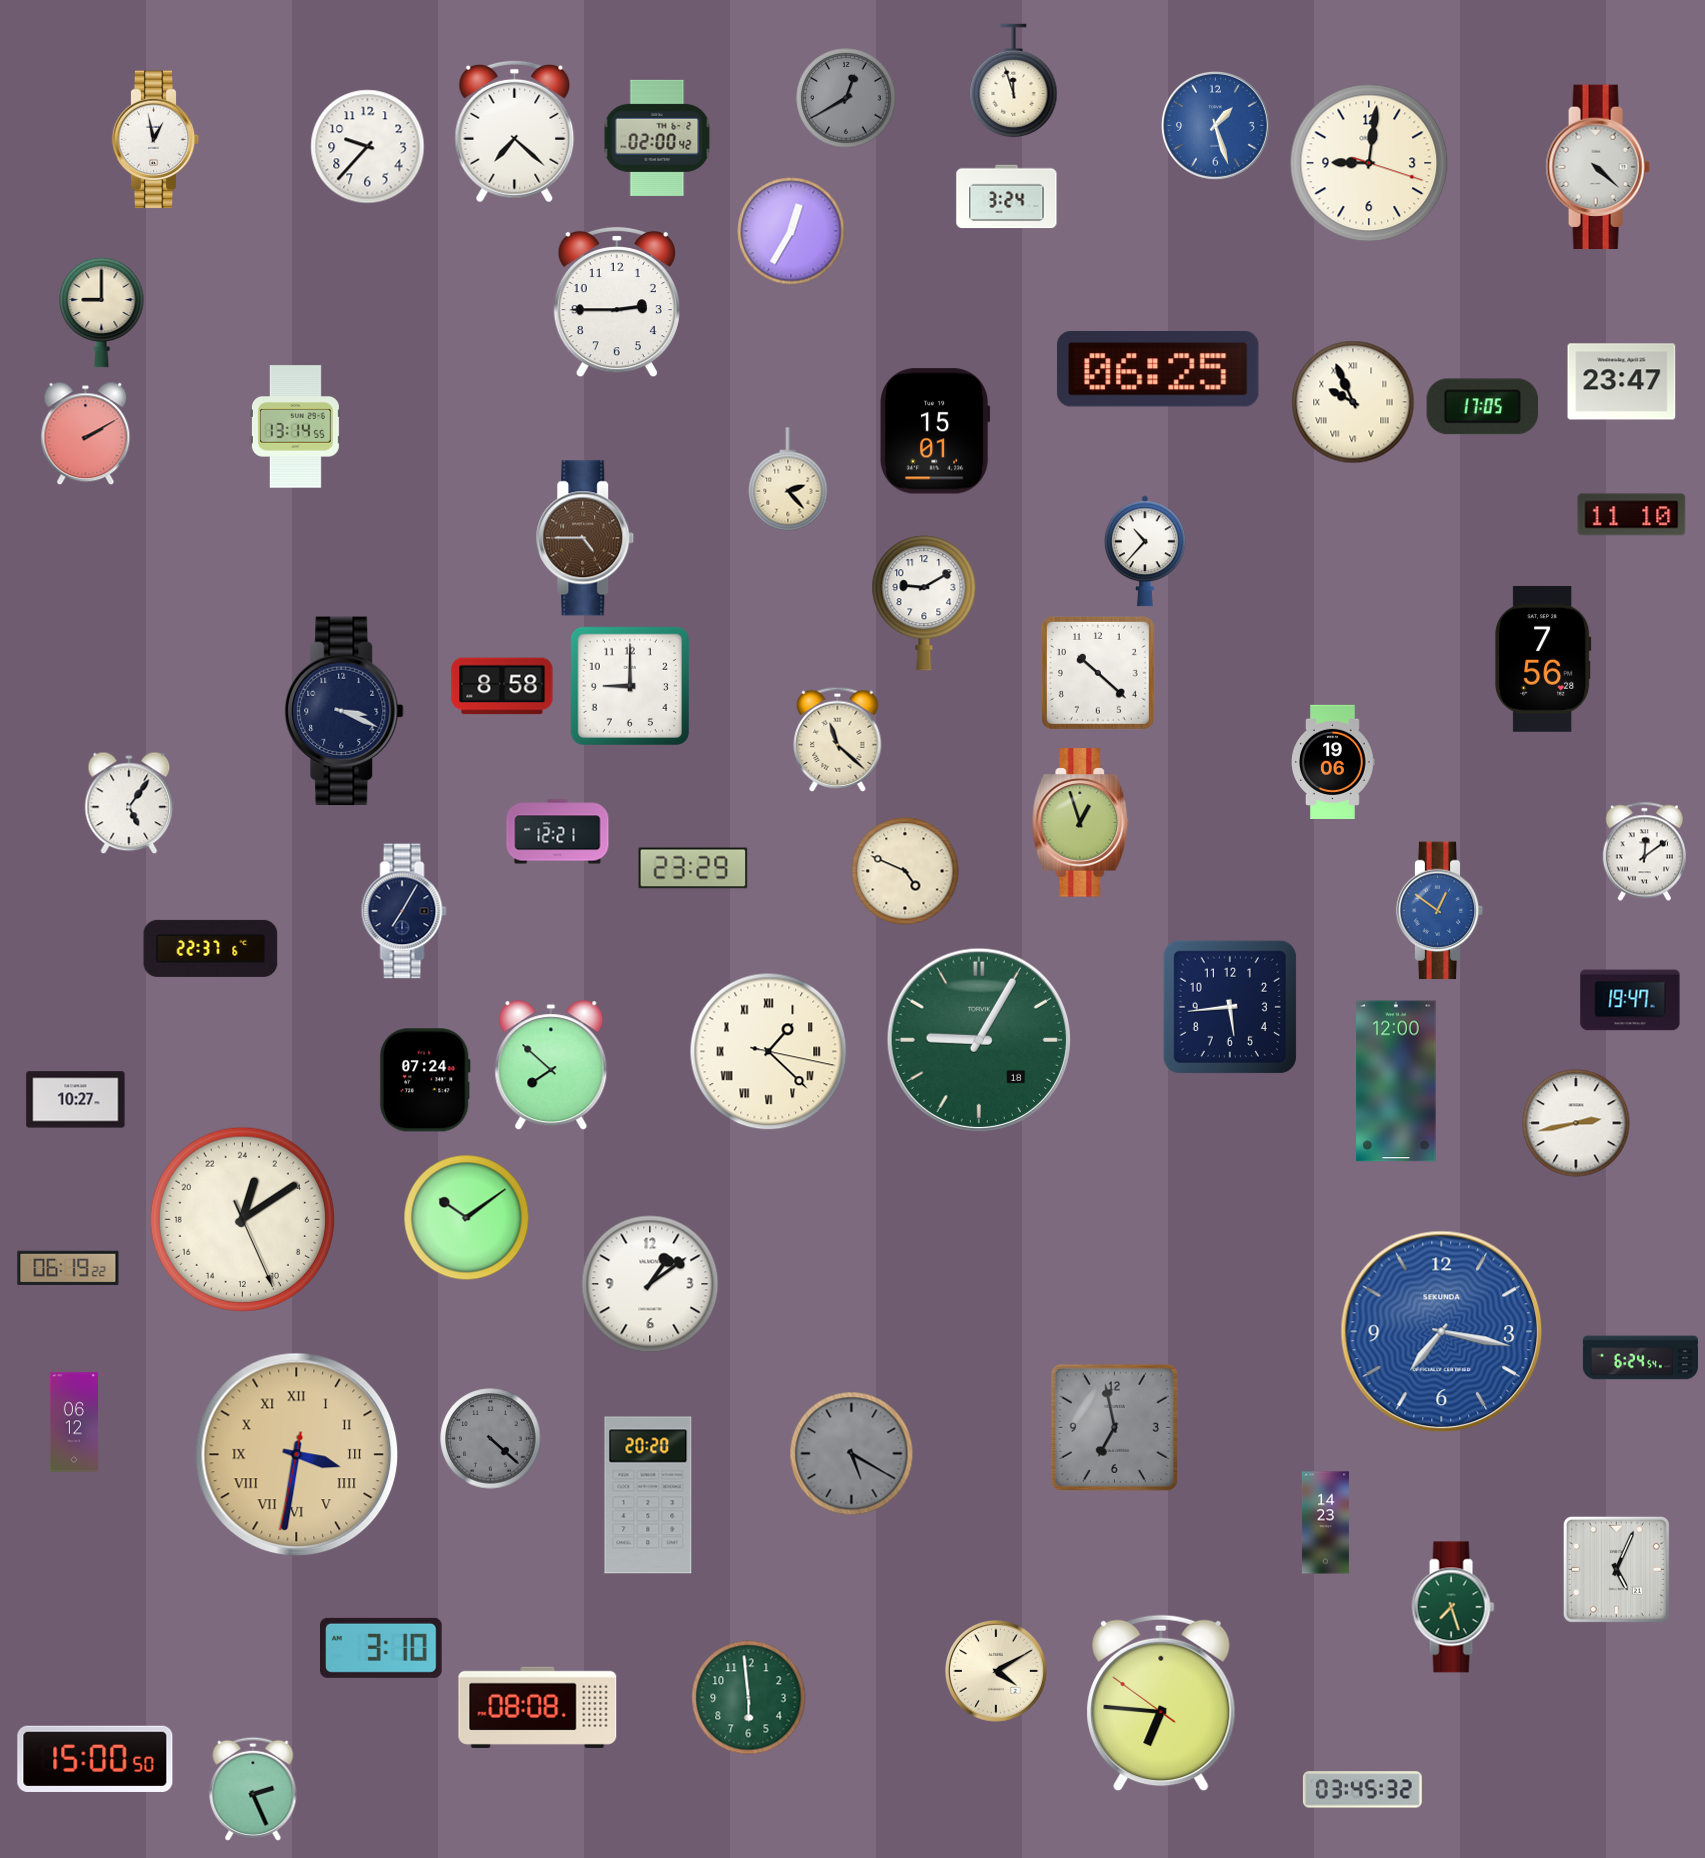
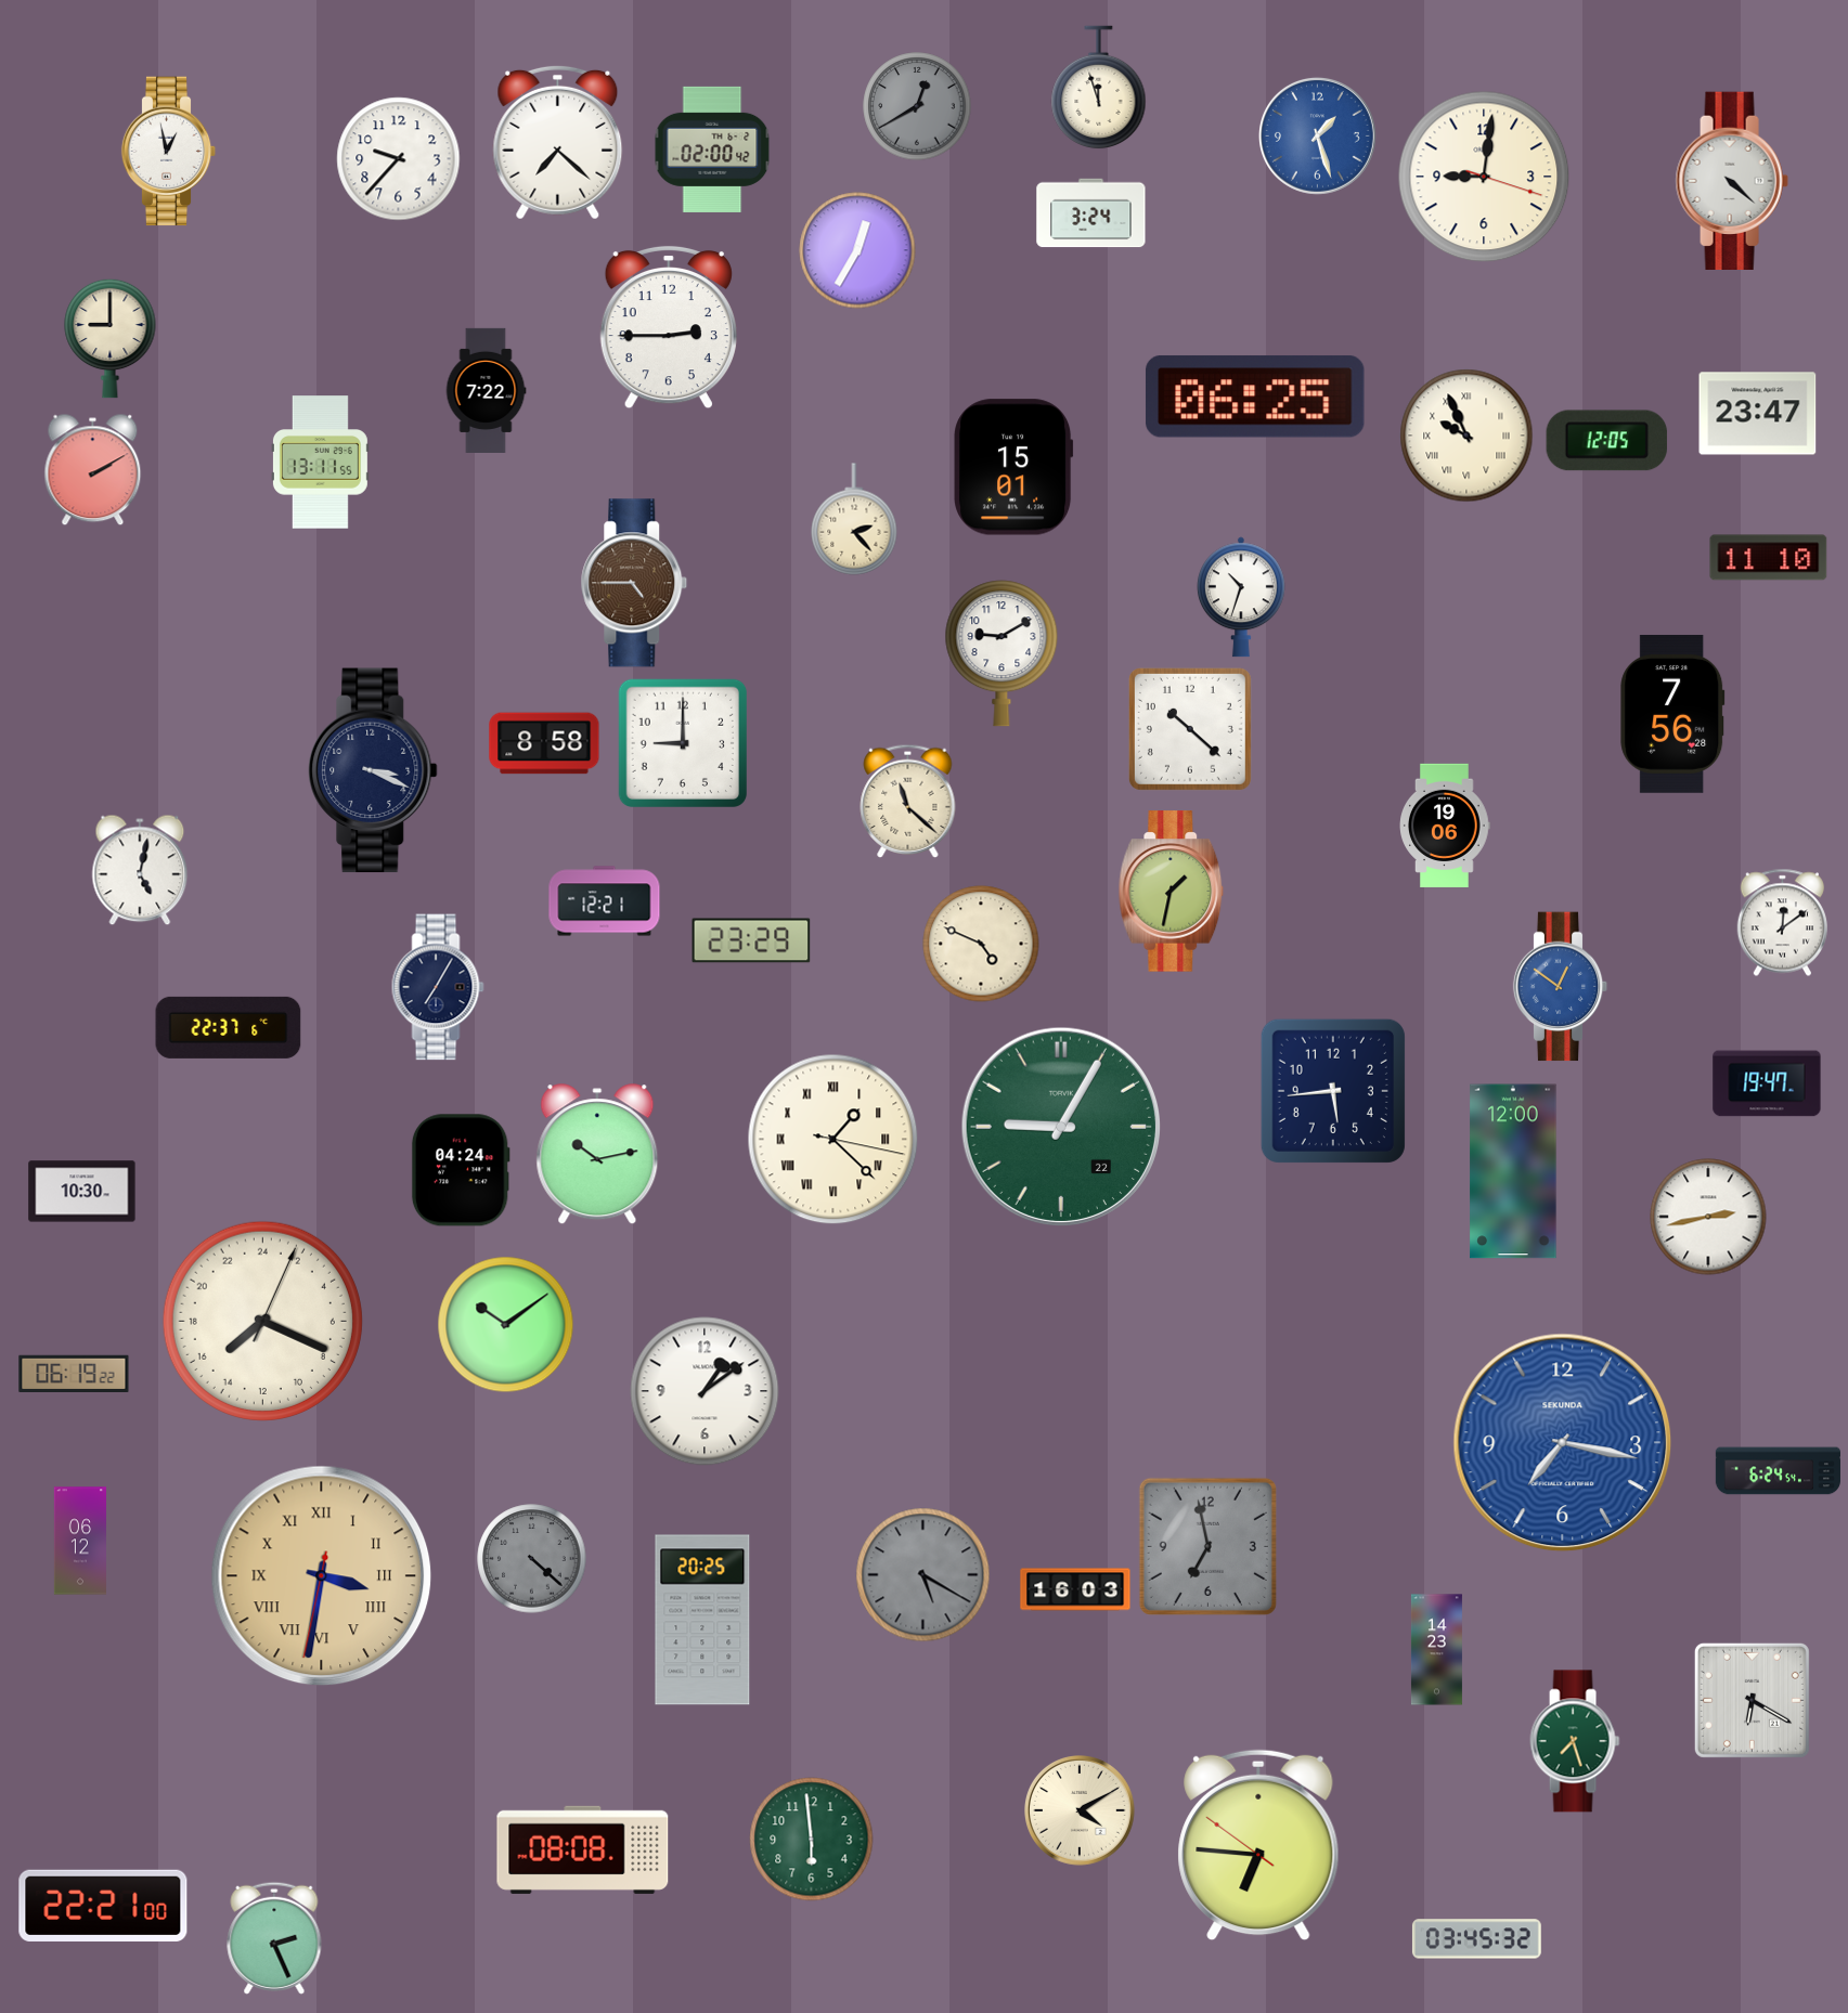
clock at (486, 390): none -> 7:22
clock at (1158, 369) position: (1158, 369) -> (1255, 397)
clock at (1483, 407): 17:05 -> 12:05
clock at (295, 427): 13:14 -> 13:11
clock at (1145, 551): 10:37 -> 10:33
clock at (129, 803): 5:06 -> 5:02
clock at (1081, 823): 12:57 -> 1:32
clock at (978, 1039) date: 18 -> 22
clock at (551, 1066): 7:52 -> 10:13
clock at (425, 1080): 07:24 -> 04:24
clock at (76, 1100): 10:27 -> 10:30
clock at (467, 1218) position: (467, 1218) -> (506, 1325)
clock at (242, 1219): 1:09 -> 15:19
clock at (1075, 1589): none -> 16:03
clock at (648, 1495): 20:20 -> 20:25
clock at (1616, 1569): 5:04 -> 6:20
clock at (381, 1648): 3:10 -> none
clock at (95, 1759): 15:00 -> 22:21
